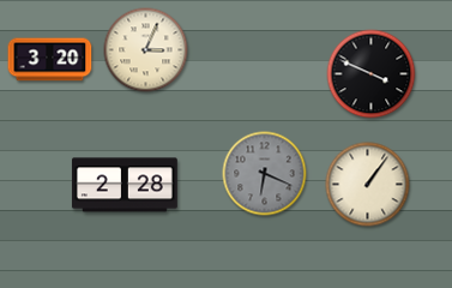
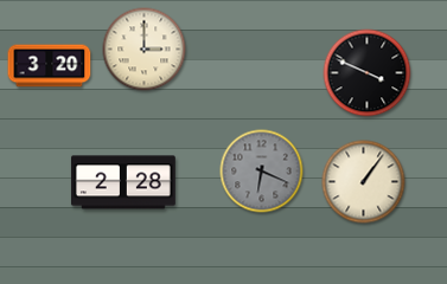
clock at (146, 50): 3:04 -> 3:00
clock at (50, 60) position: (50, 60) -> (50, 66)
